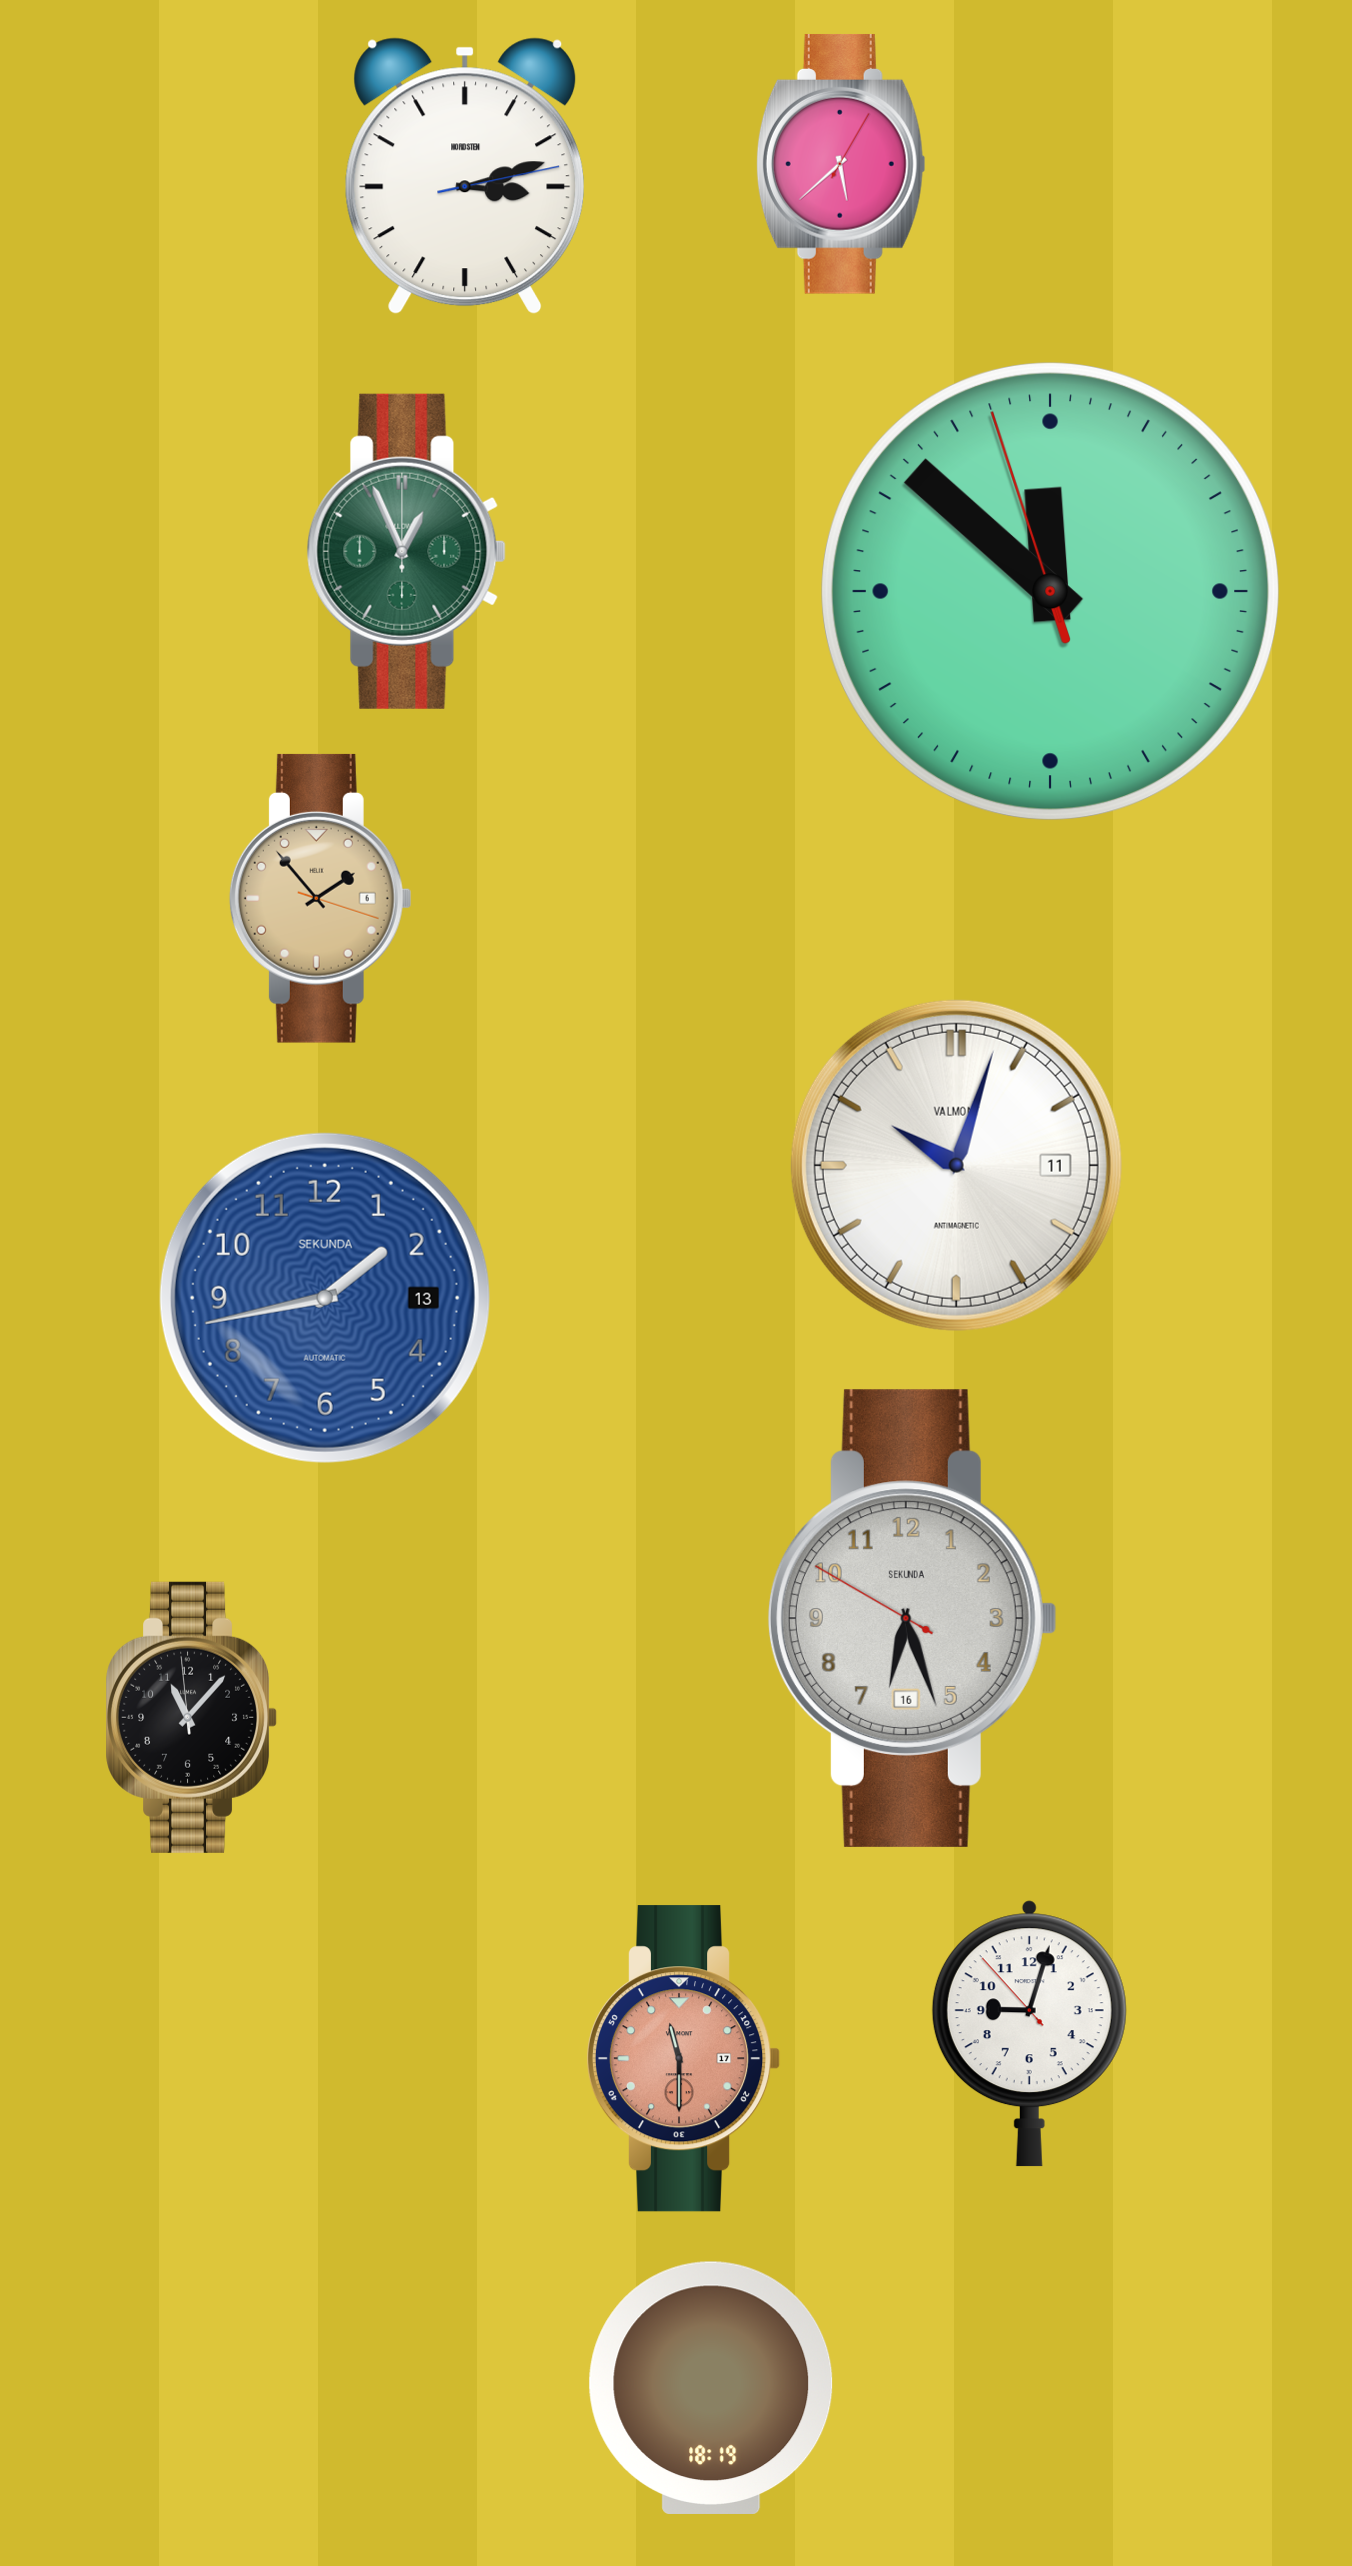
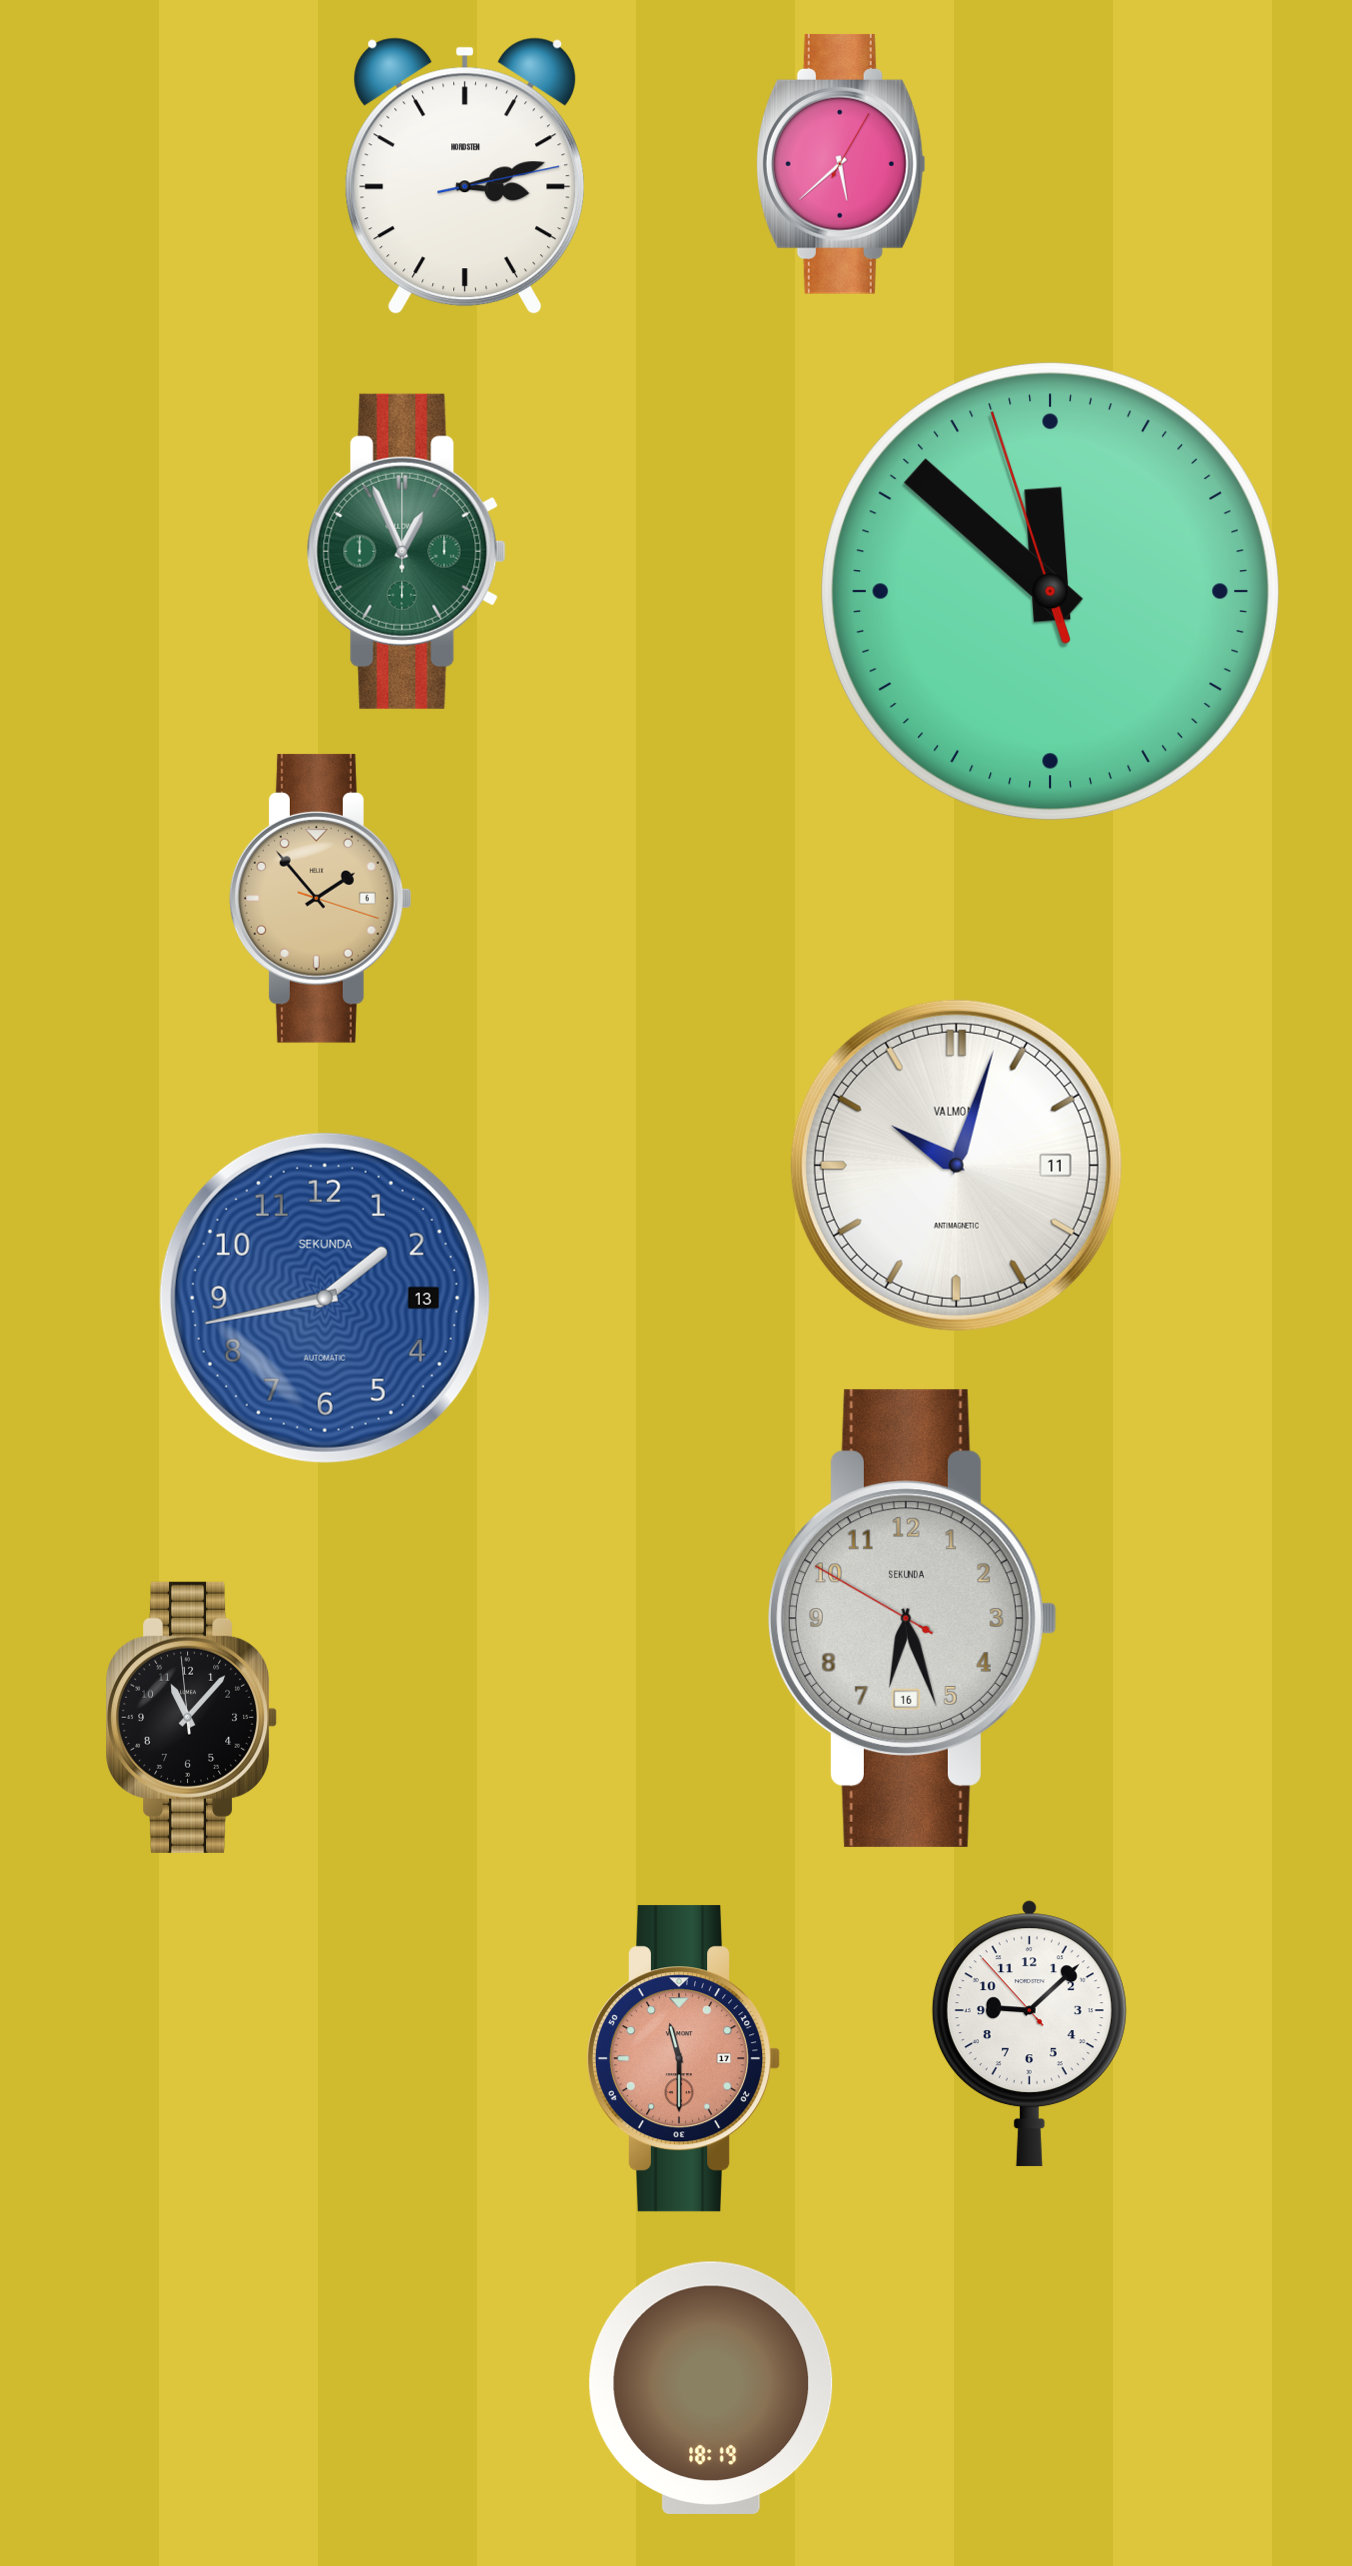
clock at (1029, 2034): 9:02 -> 9:07
